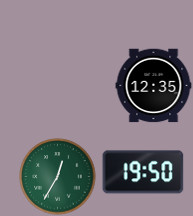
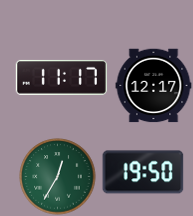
clock at (61, 77): none -> 11:17
clock at (154, 86): 12:35 -> 12:17
